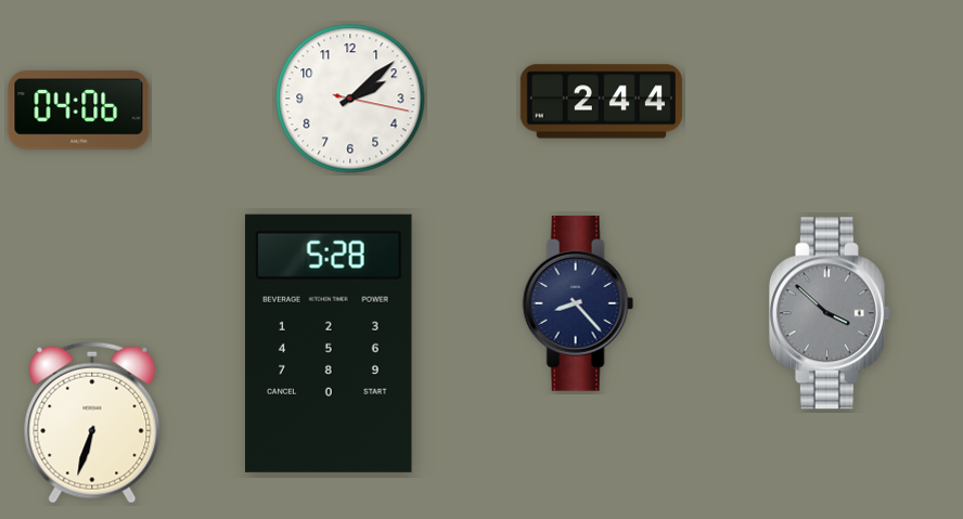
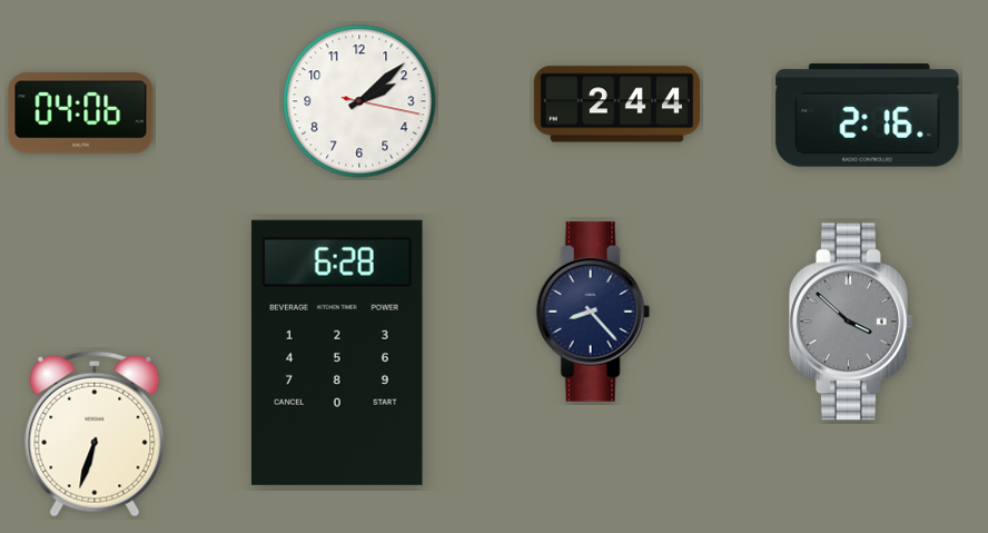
clock at (868, 116): none -> 2:16
clock at (329, 343): 5:28 -> 6:28
